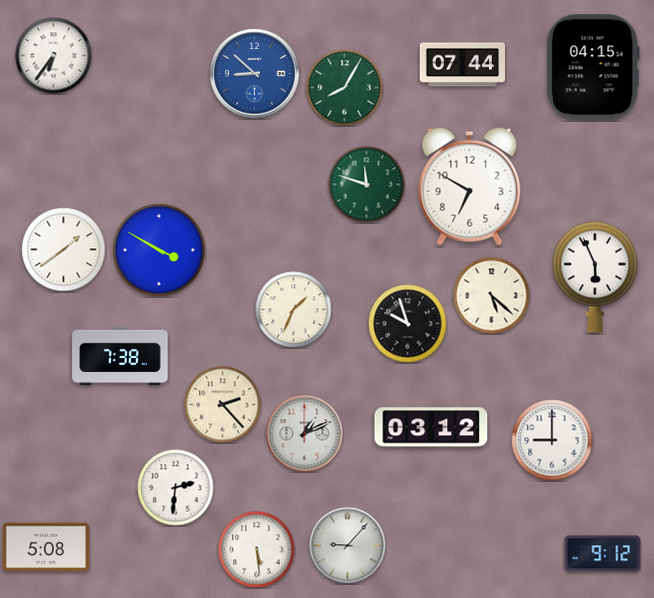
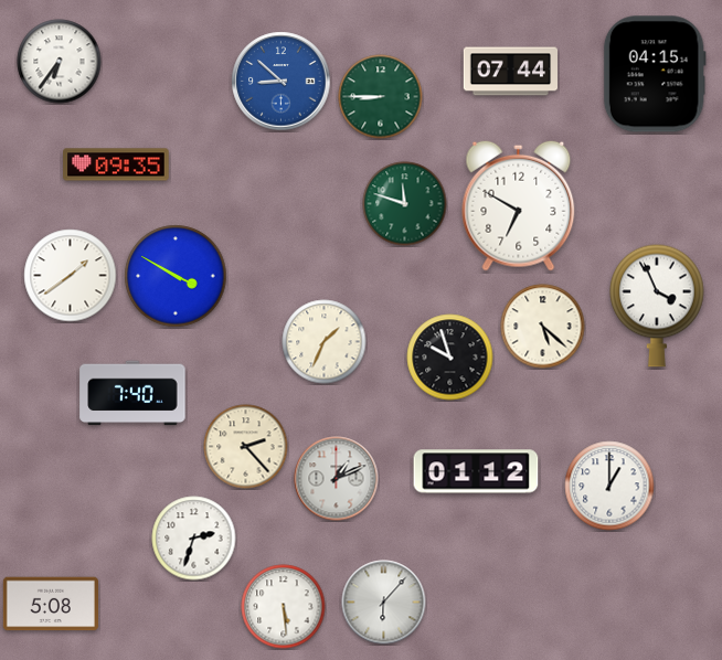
clock at (345, 88): 8:05 -> 8:45
clock at (116, 164): none -> 09:35
clock at (595, 277): 5:56 -> 3:56
clock at (120, 356): 7:38 -> 7:40
clock at (431, 427): 03:12 -> 01:12
clock at (552, 440): 9:00 -> 1:00
clock at (176, 488): 2:31 -> 2:33
clock at (348, 546): 9:07 -> 6:07
clock at (603, 554): 9:12 -> none
